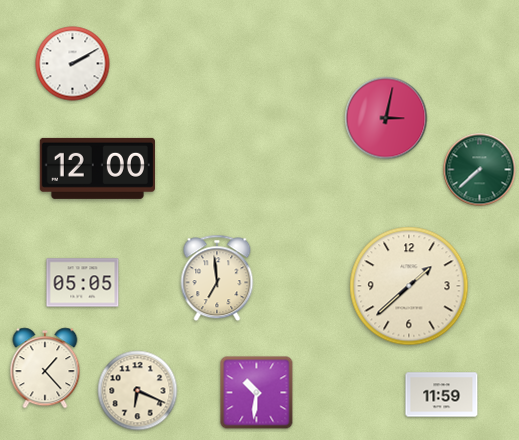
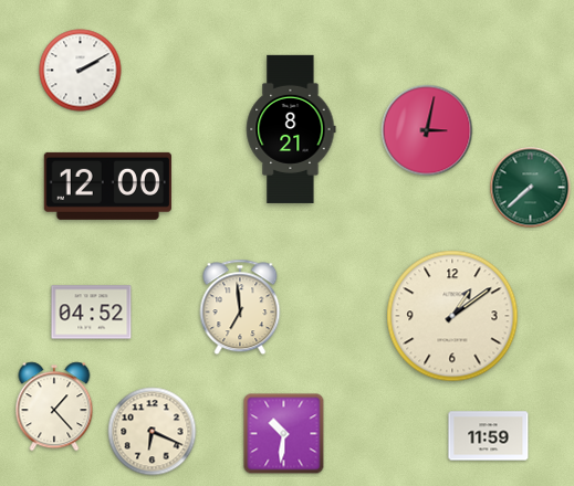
clock at (291, 129): none -> 8:21
clock at (83, 283): 05:05 -> 04:52
clock at (409, 286): 1:38 -> 1:09
clock at (45, 368) position: (45, 368) -> (54, 406)
